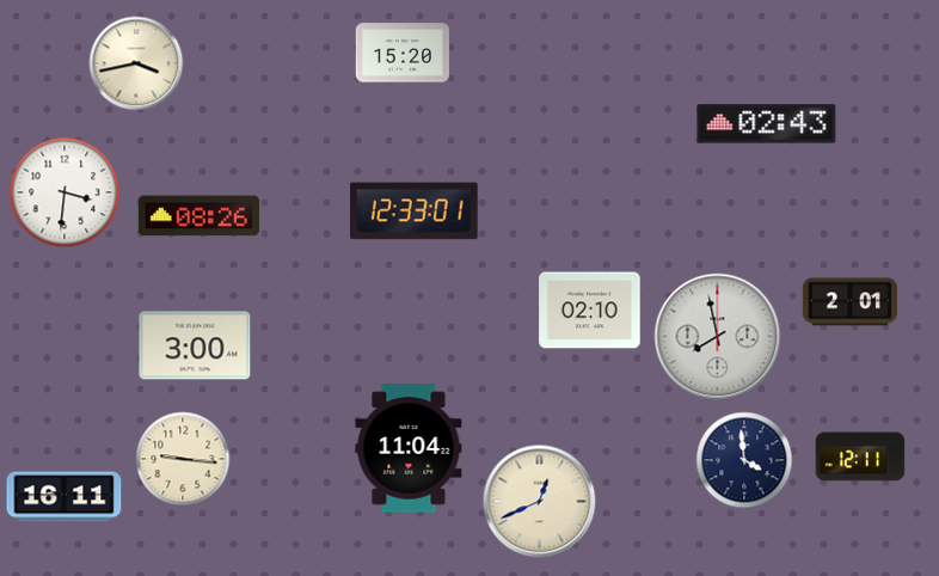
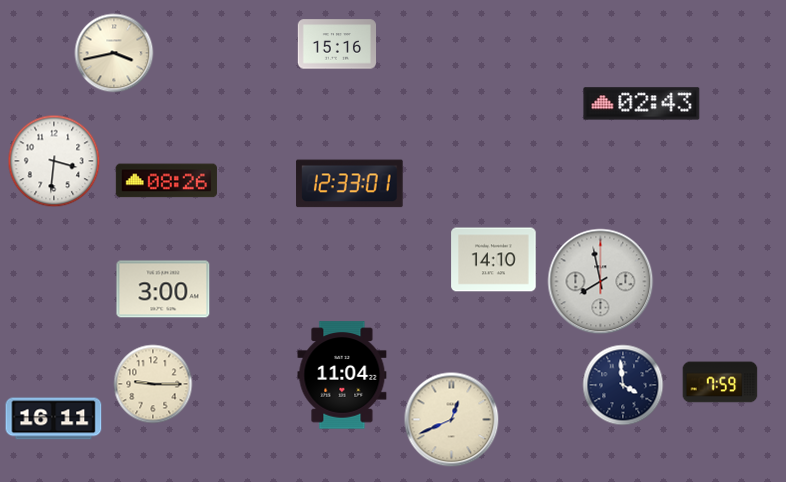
clock at (401, 53): 15:20 -> 15:16
clock at (415, 212) position: (415, 212) -> (350, 184)
clock at (849, 302): 2:01 -> none
clock at (590, 311): 02:10 -> 14:10
clock at (860, 456): 12:11 -> 7:59
clock at (183, 459): 9:16 -> 9:15
clock at (65, 497) position: (65, 497) -> (54, 419)
